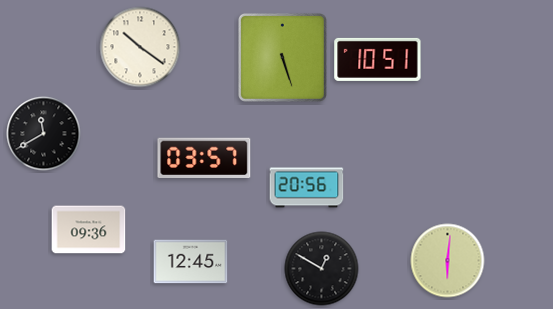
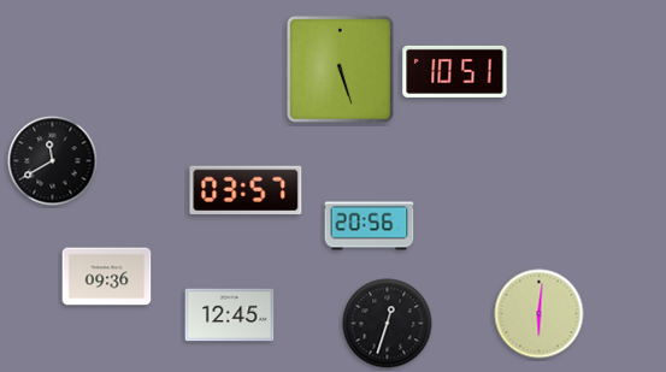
clock at (140, 47): 10:21 -> none
clock at (322, 269): 12:50 -> 12:33
